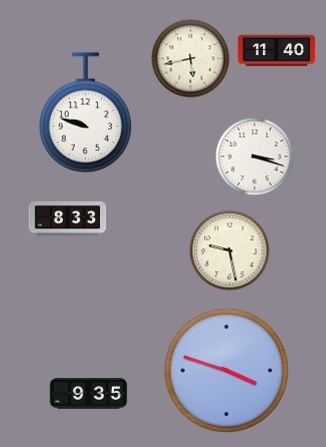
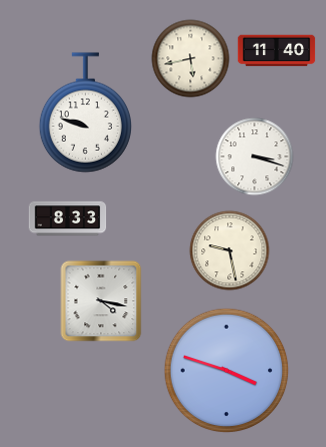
clock at (101, 301): none -> 4:17
clock at (88, 394): 9:35 -> none
